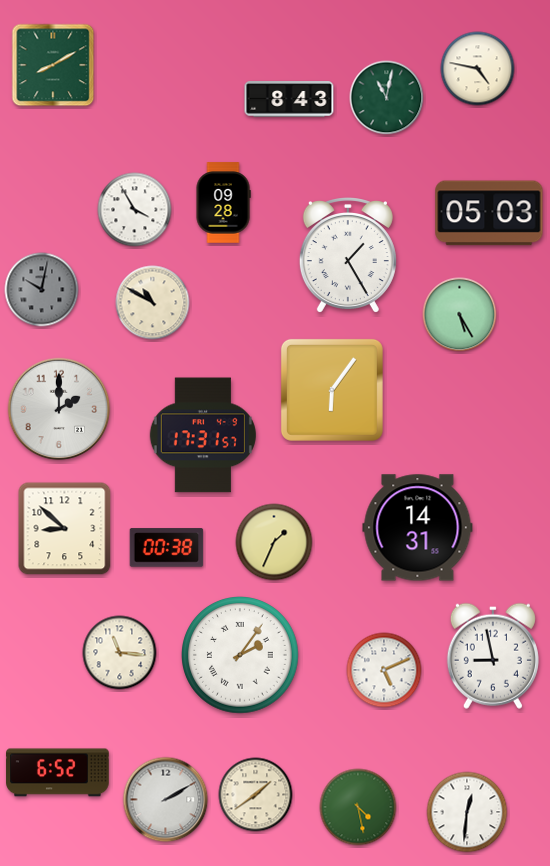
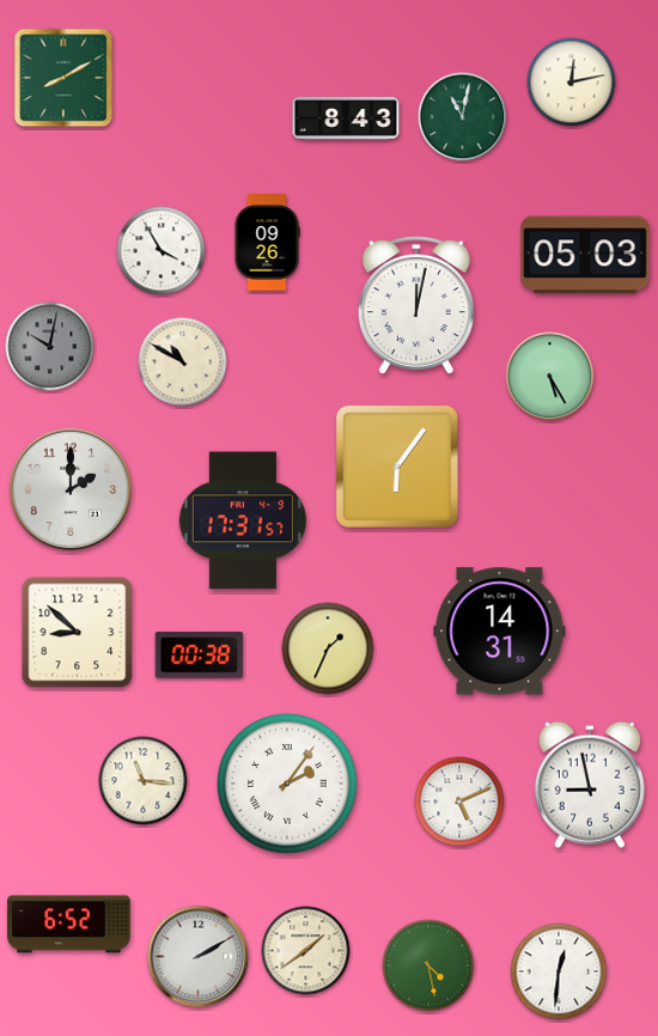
clock at (478, 69): 4:47 -> 12:13
clock at (223, 203): 09:28 -> 09:26
clock at (348, 255): 1:25 -> 12:02
